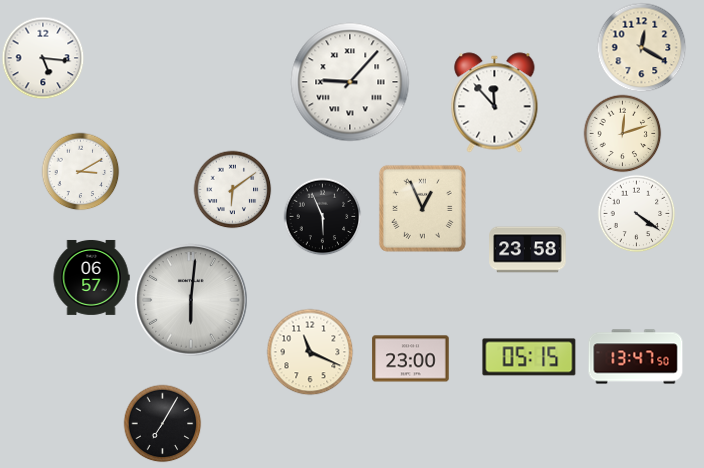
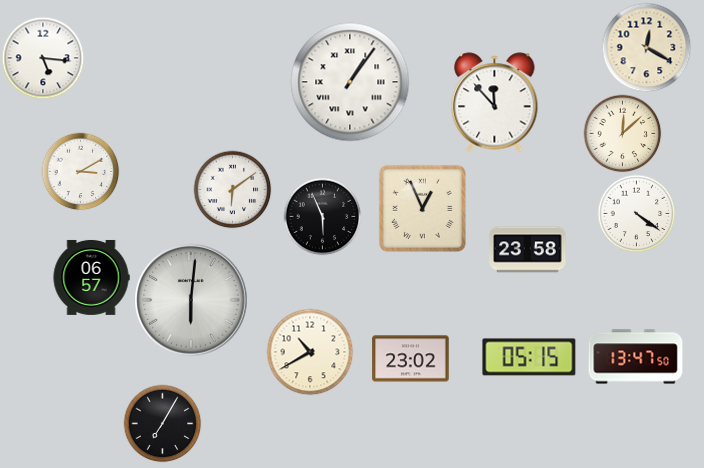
clock at (641, 47) position: (641, 47) -> (646, 47)
clock at (350, 82): 9:07 -> 1:06
clock at (622, 133): 12:12 -> 12:08
clock at (310, 352): 11:19 -> 10:40
clock at (411, 359): 23:00 -> 23:02
